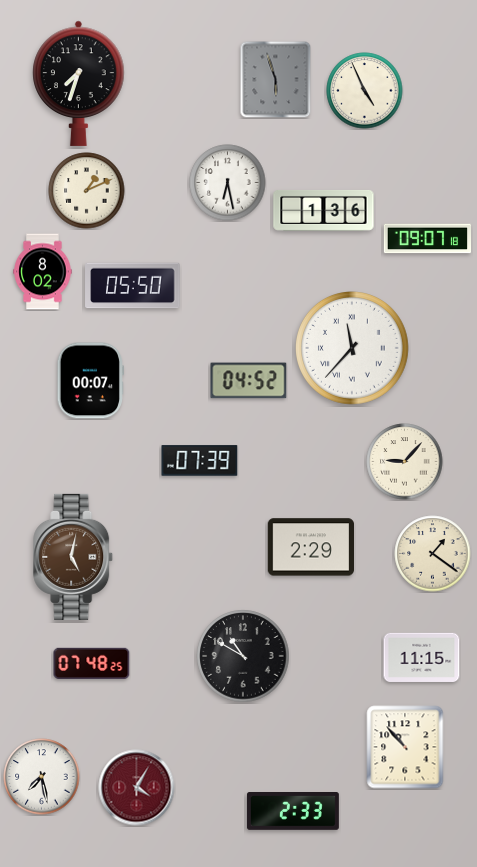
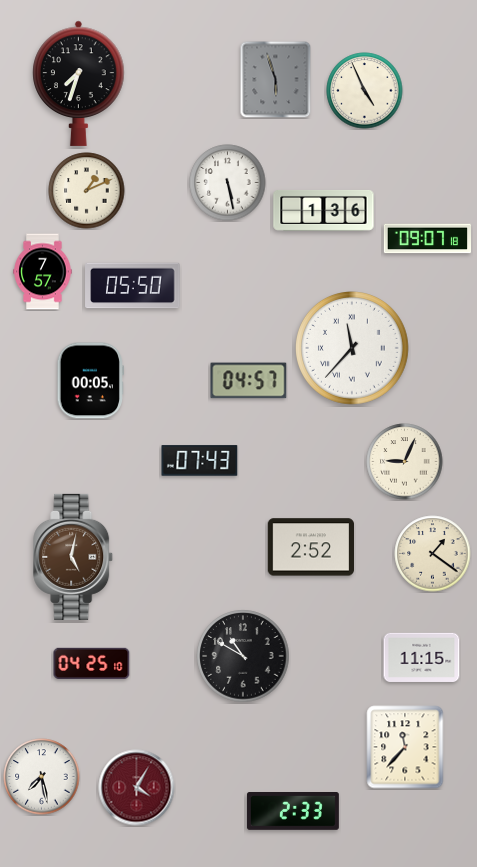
clock at (228, 183): 6:28 -> 5:28
clock at (43, 272): 8:02 -> 7:57
clock at (90, 381): 00:07 -> 00:05
clock at (249, 381): 04:52 -> 04:57
clock at (200, 461): 07:39 -> 07:43
clock at (405, 462): 9:07 -> 9:04
clock at (310, 547): 2:29 -> 2:52
clock at (92, 663): 07:48 -> 04:25
clock at (405, 747): 10:53 -> 11:37
